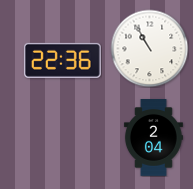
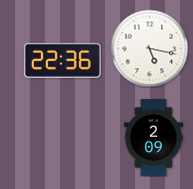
clock at (149, 48): 10:55 -> 5:17
clock at (153, 138): 2:04 -> 2:09
